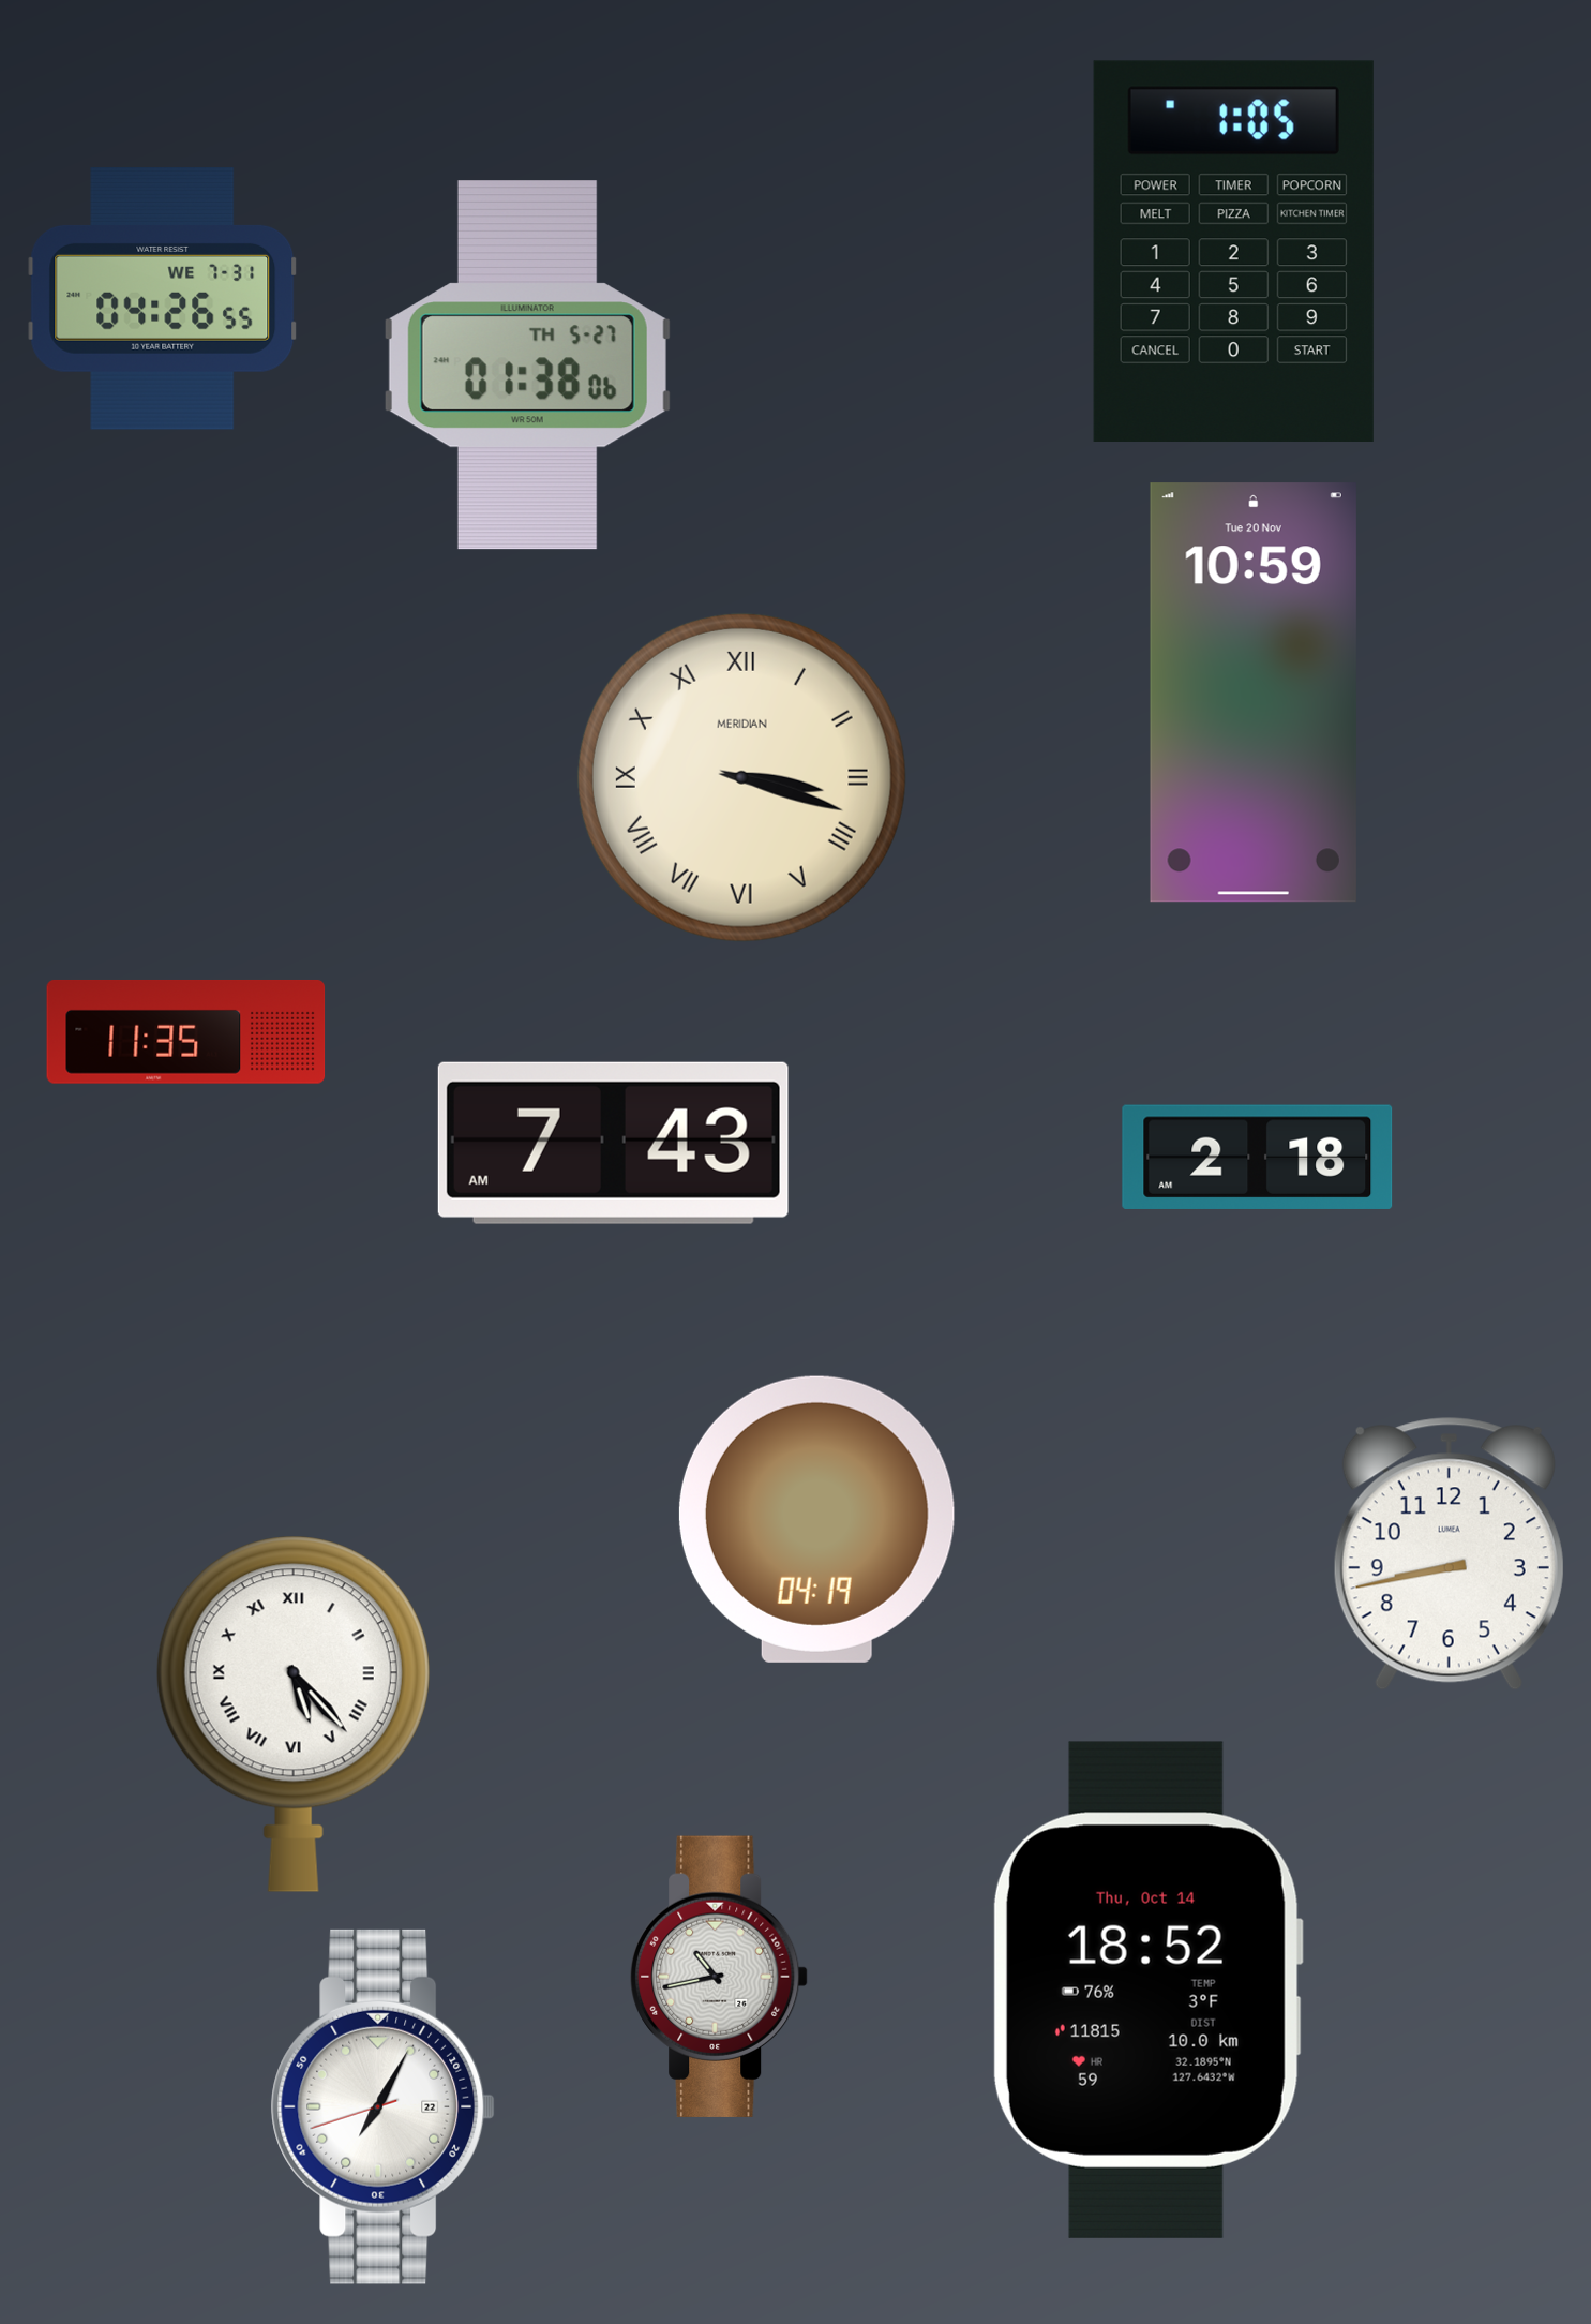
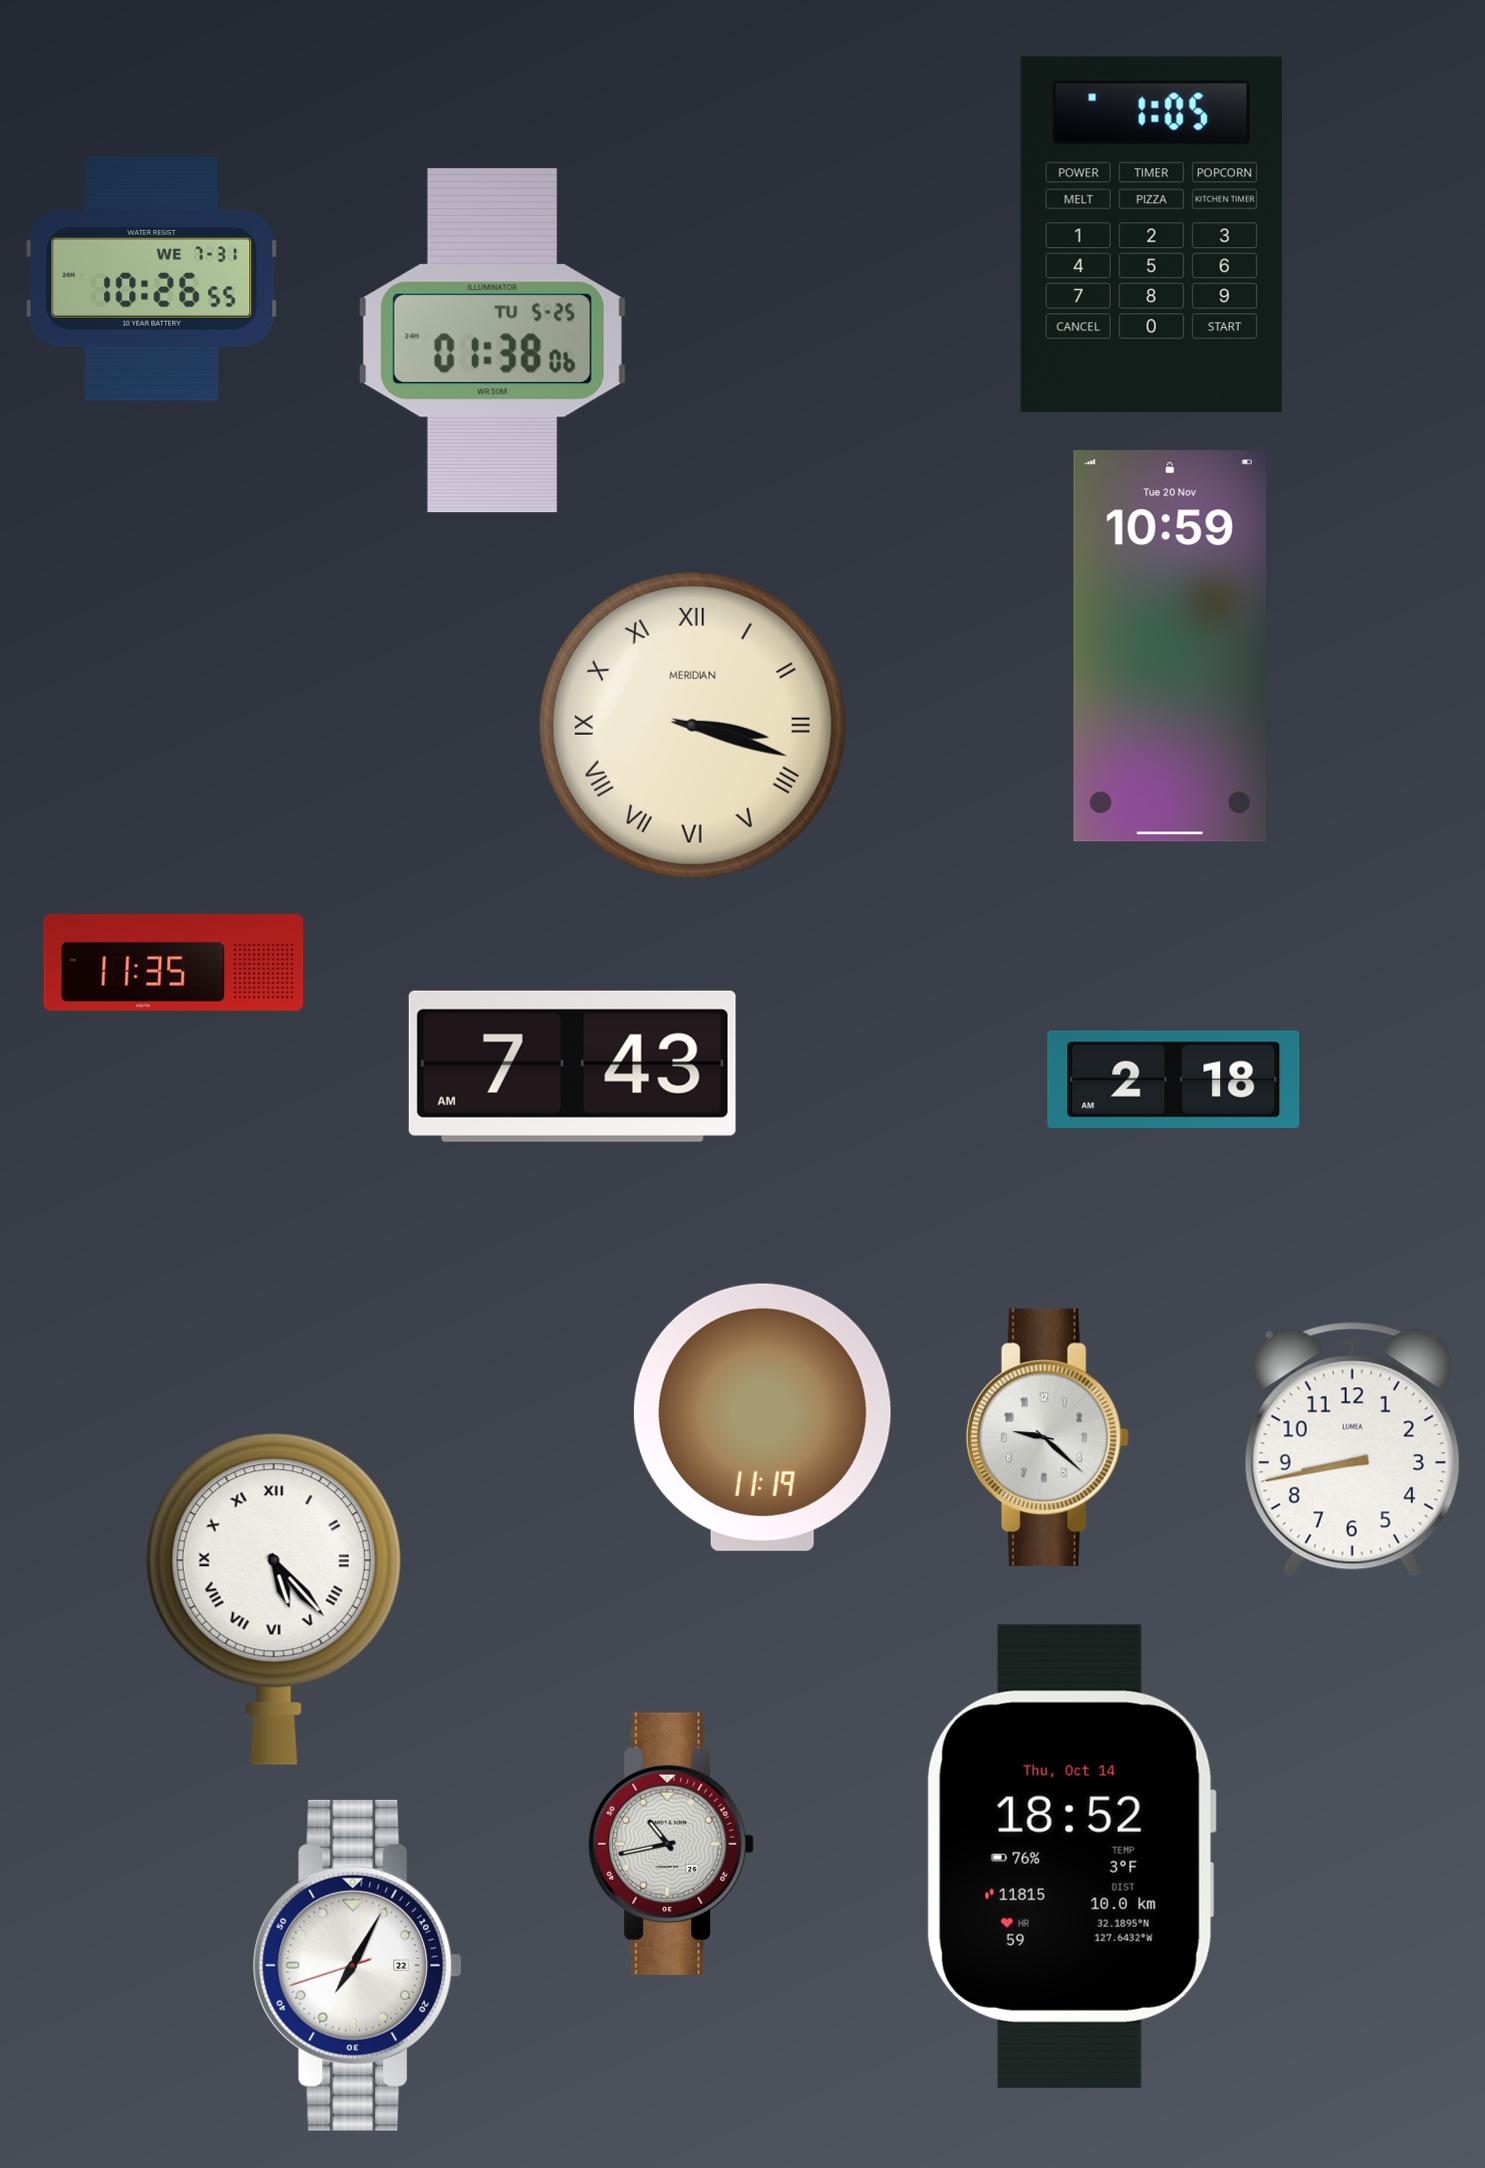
clock at (163, 299): 04:26 -> 10:26
clock at (527, 366) date: TH 5-27 -> TU 5-25
clock at (816, 1519): 04:19 -> 11:19
clock at (1047, 1438): none -> 9:22
